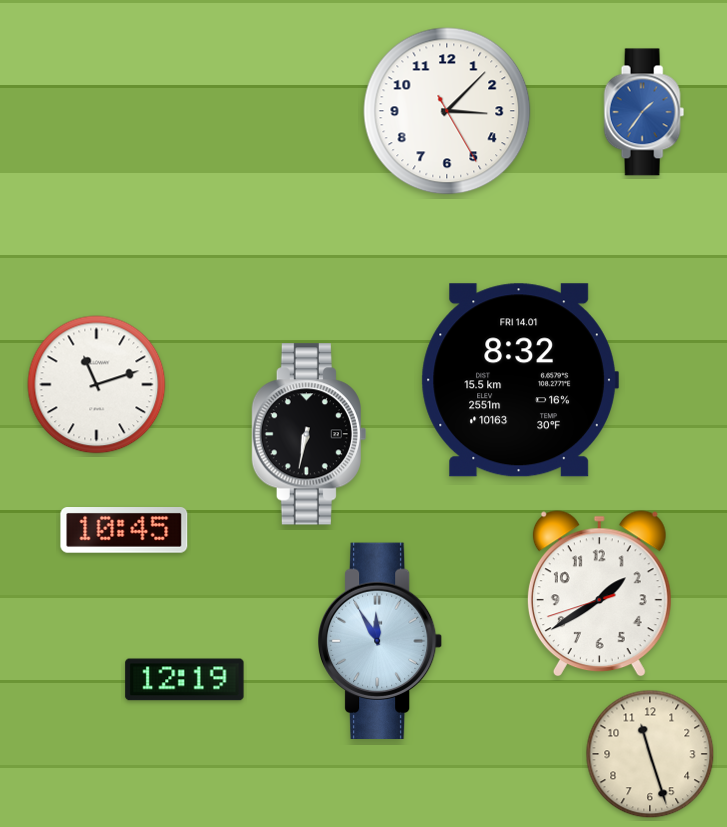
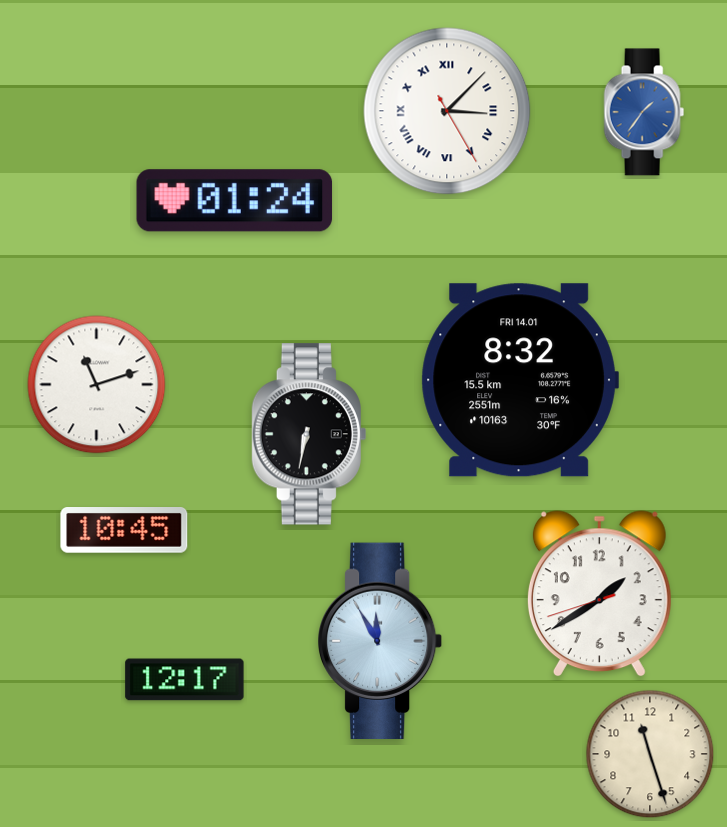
clock at (447, 111) numerals: Arabic -> Roman
clock at (235, 201): none -> 01:24
clock at (185, 680): 12:19 -> 12:17
